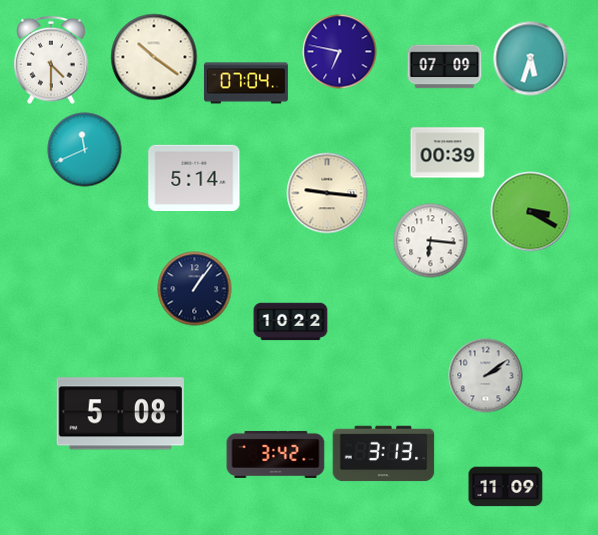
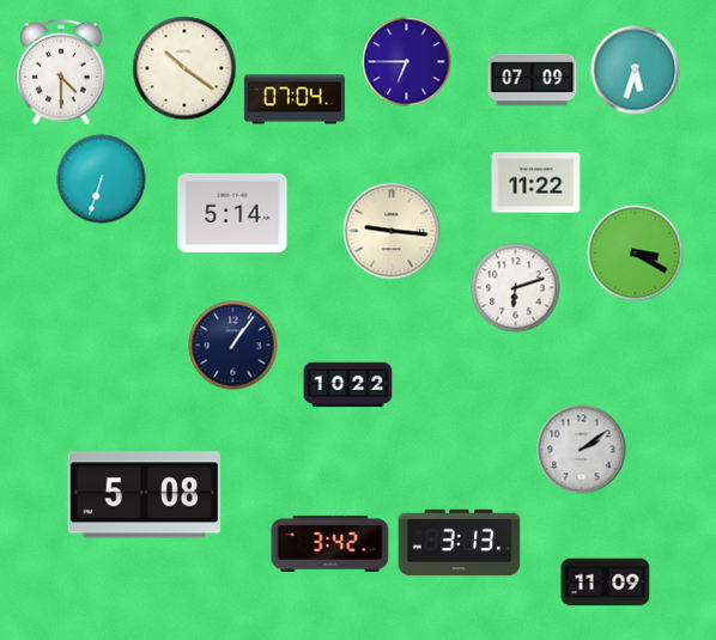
clock at (340, 52): 6:47 -> 6:45
clock at (85, 150): 11:41 -> 6:33
clock at (448, 153): 00:39 -> 11:22
clock at (431, 241): 6:16 -> 6:12
